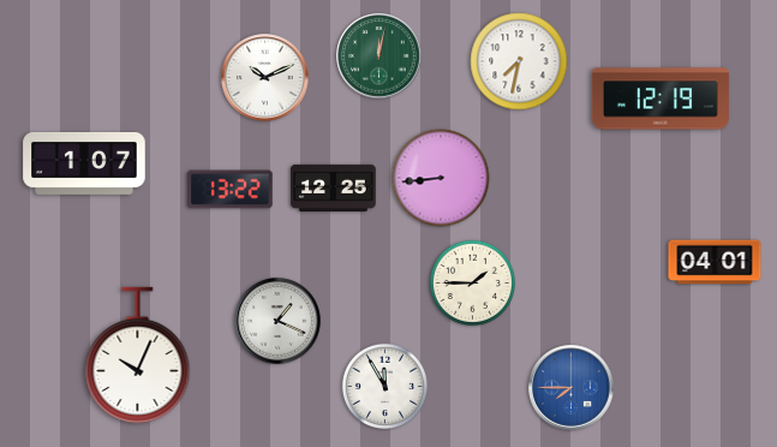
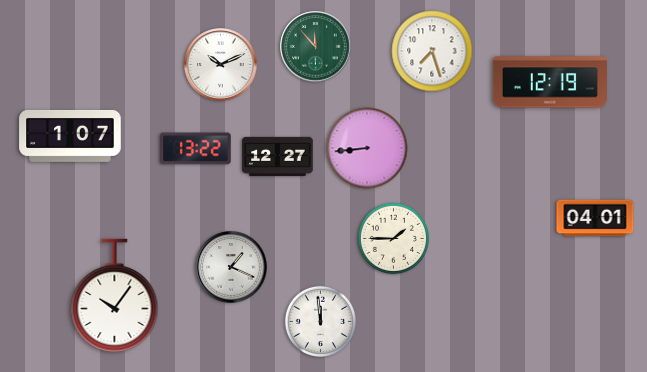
clock at (379, 56): 12:02 -> 11:53
clock at (519, 61): 7:32 -> 7:27
clock at (334, 187): 12:25 -> 12:27
clock at (231, 190) position: (231, 190) -> (196, 149)
clock at (472, 282) position: (472, 282) -> (393, 238)
clock at (138, 354): 10:04 -> 10:06
clock at (384, 386): 11:55 -> 11:59
clock at (572, 388): 7:45 -> none
